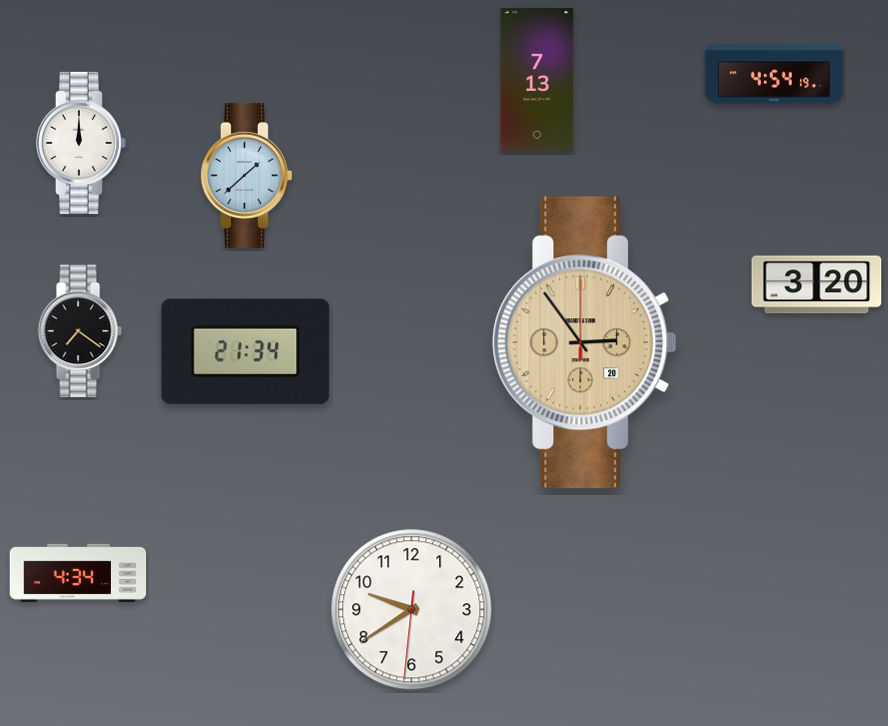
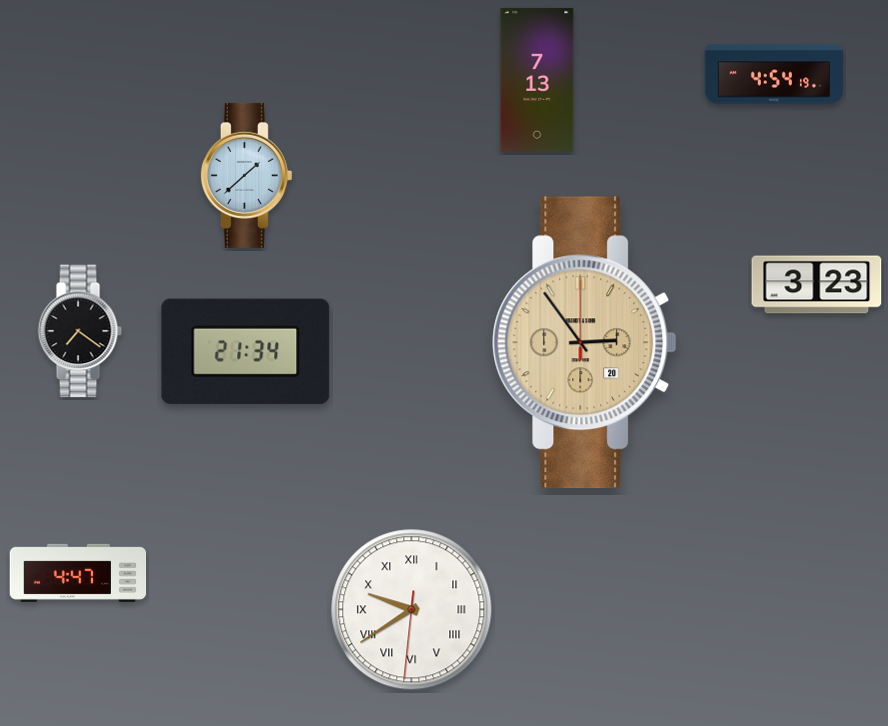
clock at (81, 143): 12:00 -> none
clock at (817, 285): 3:20 -> 3:23
clock at (78, 573): 4:34 -> 4:47
clock at (412, 610) numerals: Arabic -> Roman
